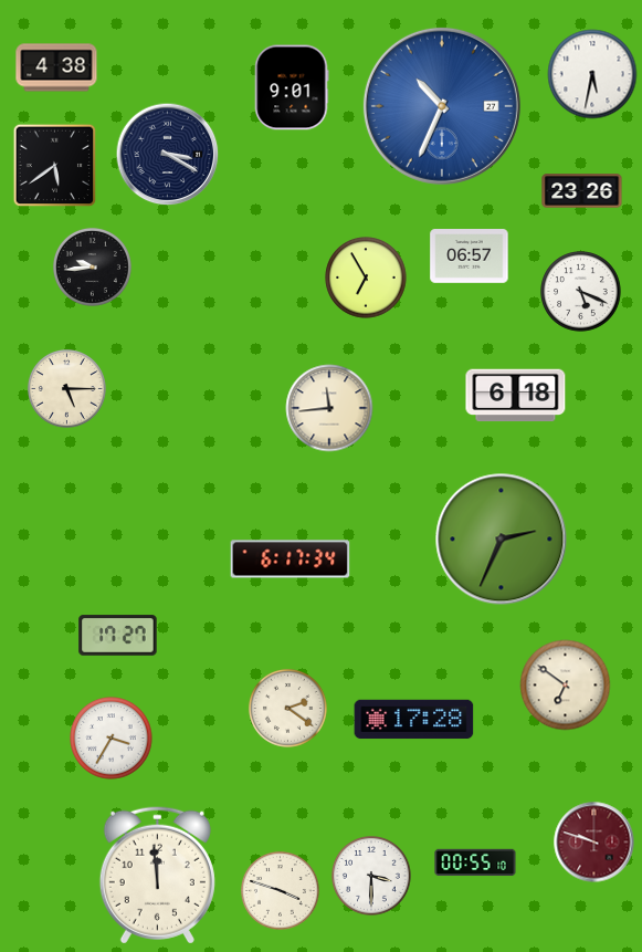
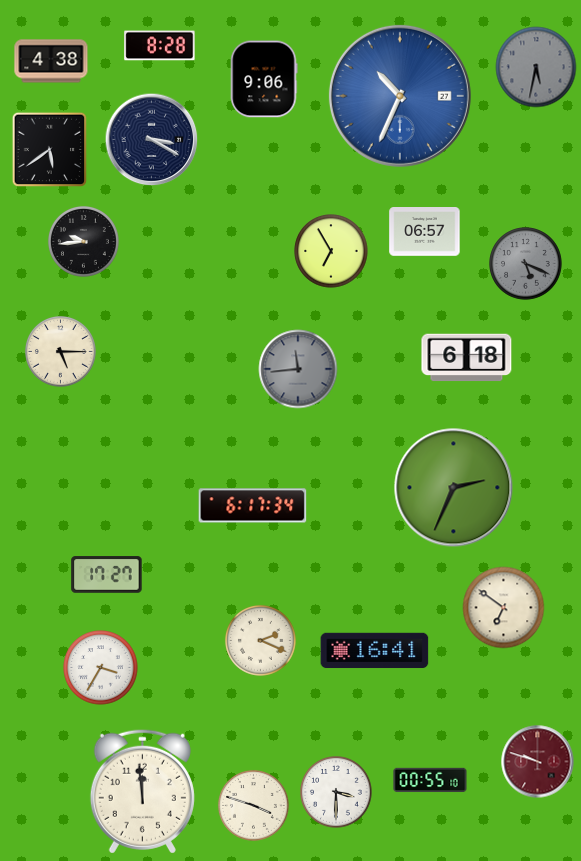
clock at (160, 46): none -> 8:28
clock at (592, 74) dial: white -> grey
clock at (292, 87): 9:01 -> 9:06
clock at (582, 191): 23:26 -> none
clock at (581, 292) dial: white -> grey
clock at (329, 408) dial: cream -> grey
clock at (291, 559) position: (291, 559) -> (253, 506)
clock at (566, 686) position: (566, 686) -> (504, 608)
clock at (287, 708): 2:21 -> 2:19
clock at (414, 720): 17:28 -> 16:41
